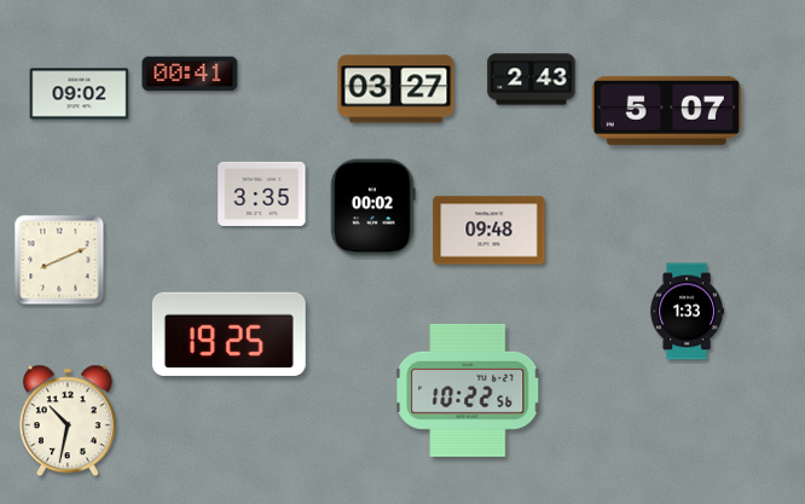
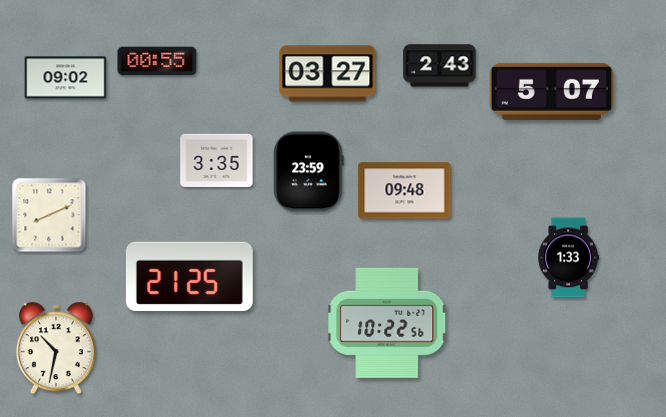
clock at (190, 74): 00:41 -> 00:55
clock at (373, 208): 00:02 -> 23:59
clock at (228, 334): 19:25 -> 21:25
